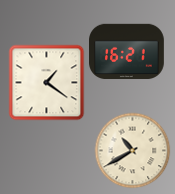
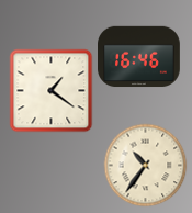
clock at (127, 52): 16:21 -> 16:46
clock at (133, 151): 10:40 -> 10:36
